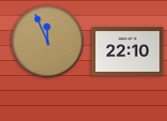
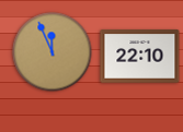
clock at (48, 42) position: (48, 42) -> (53, 52)
